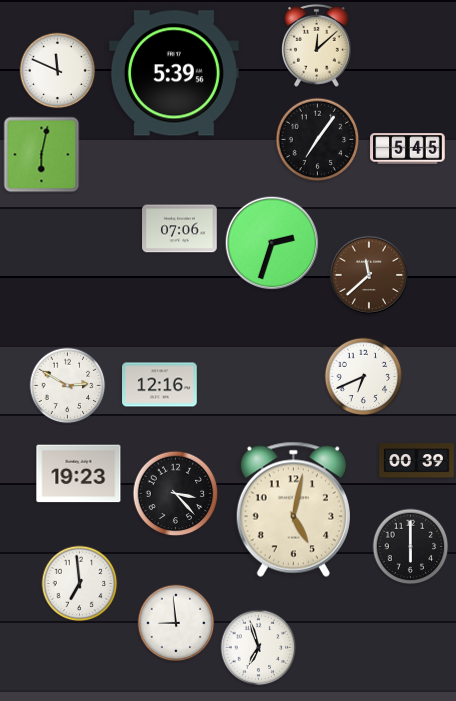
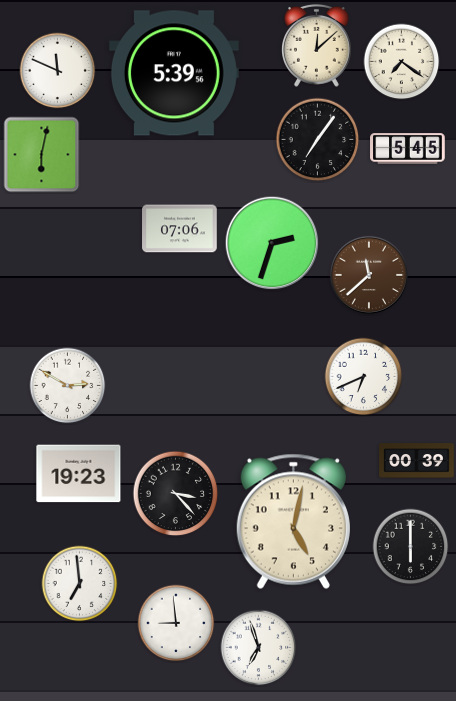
clock at (402, 62): none -> 7:21
clock at (160, 385): 12:16 -> none
clock at (293, 509) position: (293, 509) -> (293, 521)
